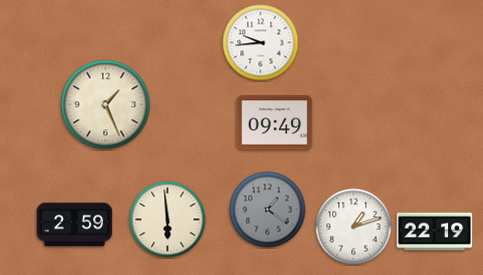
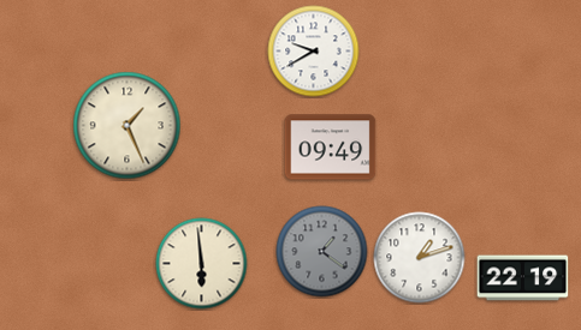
clock at (261, 43): 9:44 -> 9:40
clock at (75, 225): 2:59 -> none
clock at (354, 227) position: (354, 227) -> (420, 258)
